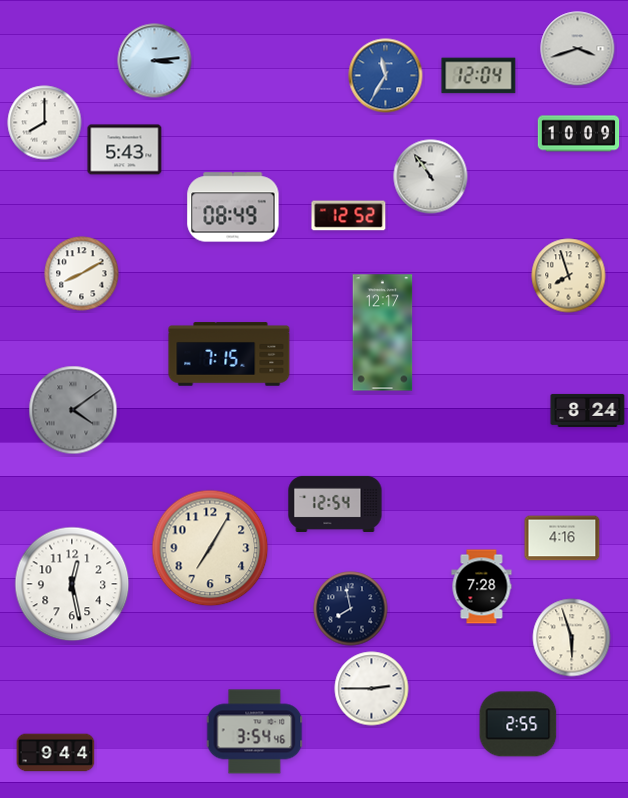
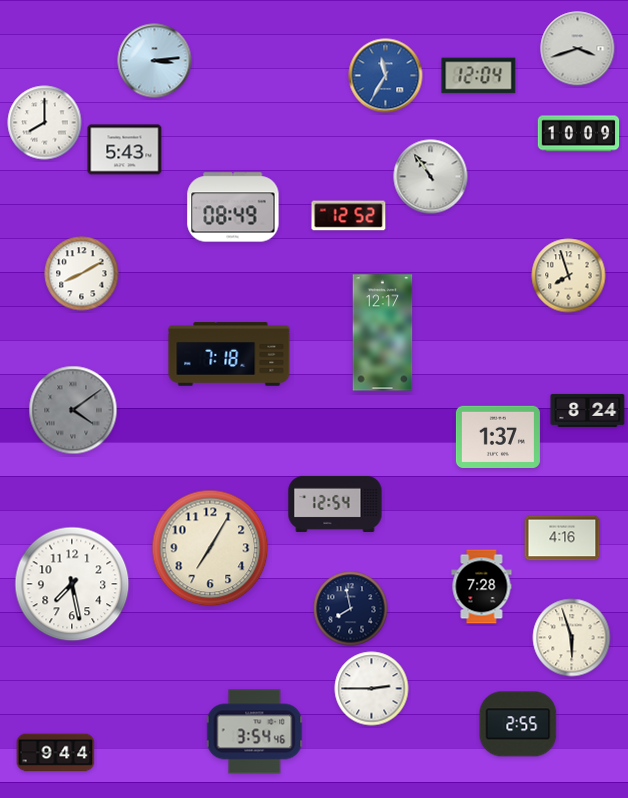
clock at (229, 354): 7:15 -> 7:18
clock at (498, 436): none -> 1:37
clock at (72, 584): 12:28 -> 7:28
